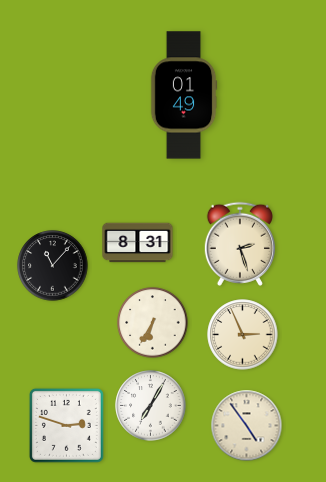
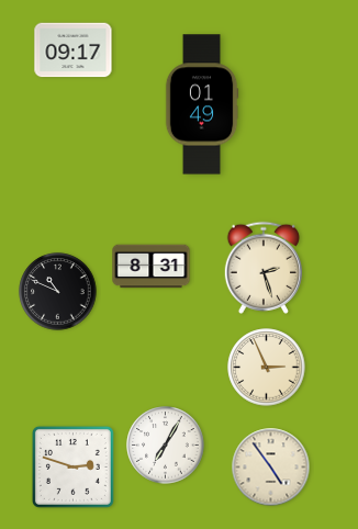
clock at (74, 50): none -> 09:17
clock at (53, 266): 11:07 -> 10:49
clock at (153, 323): 6:35 -> none
